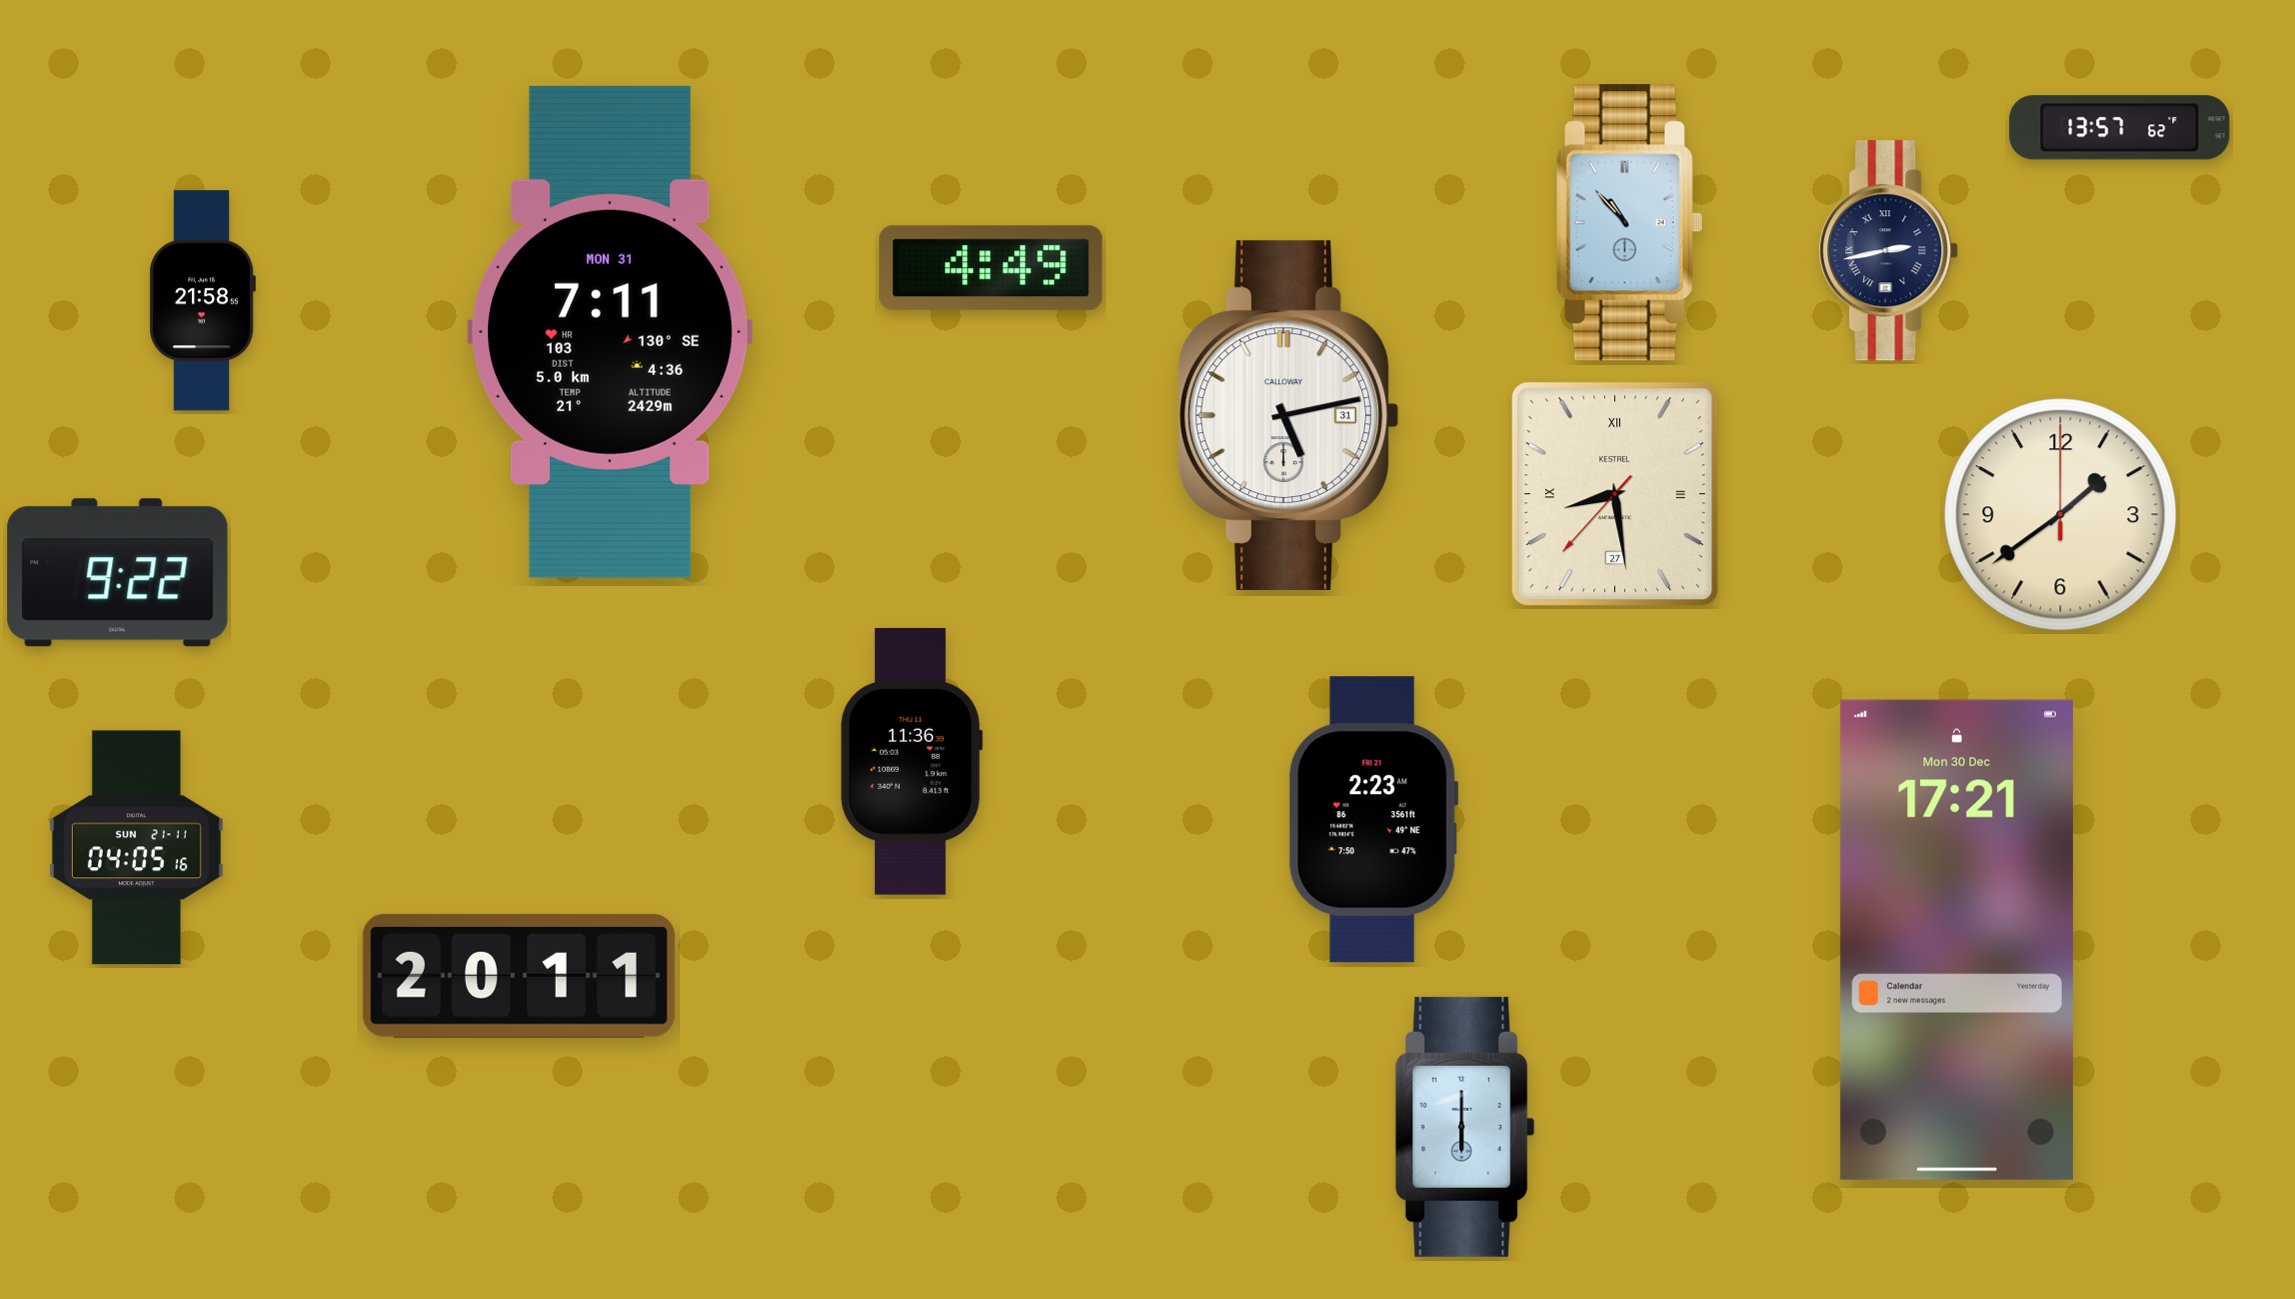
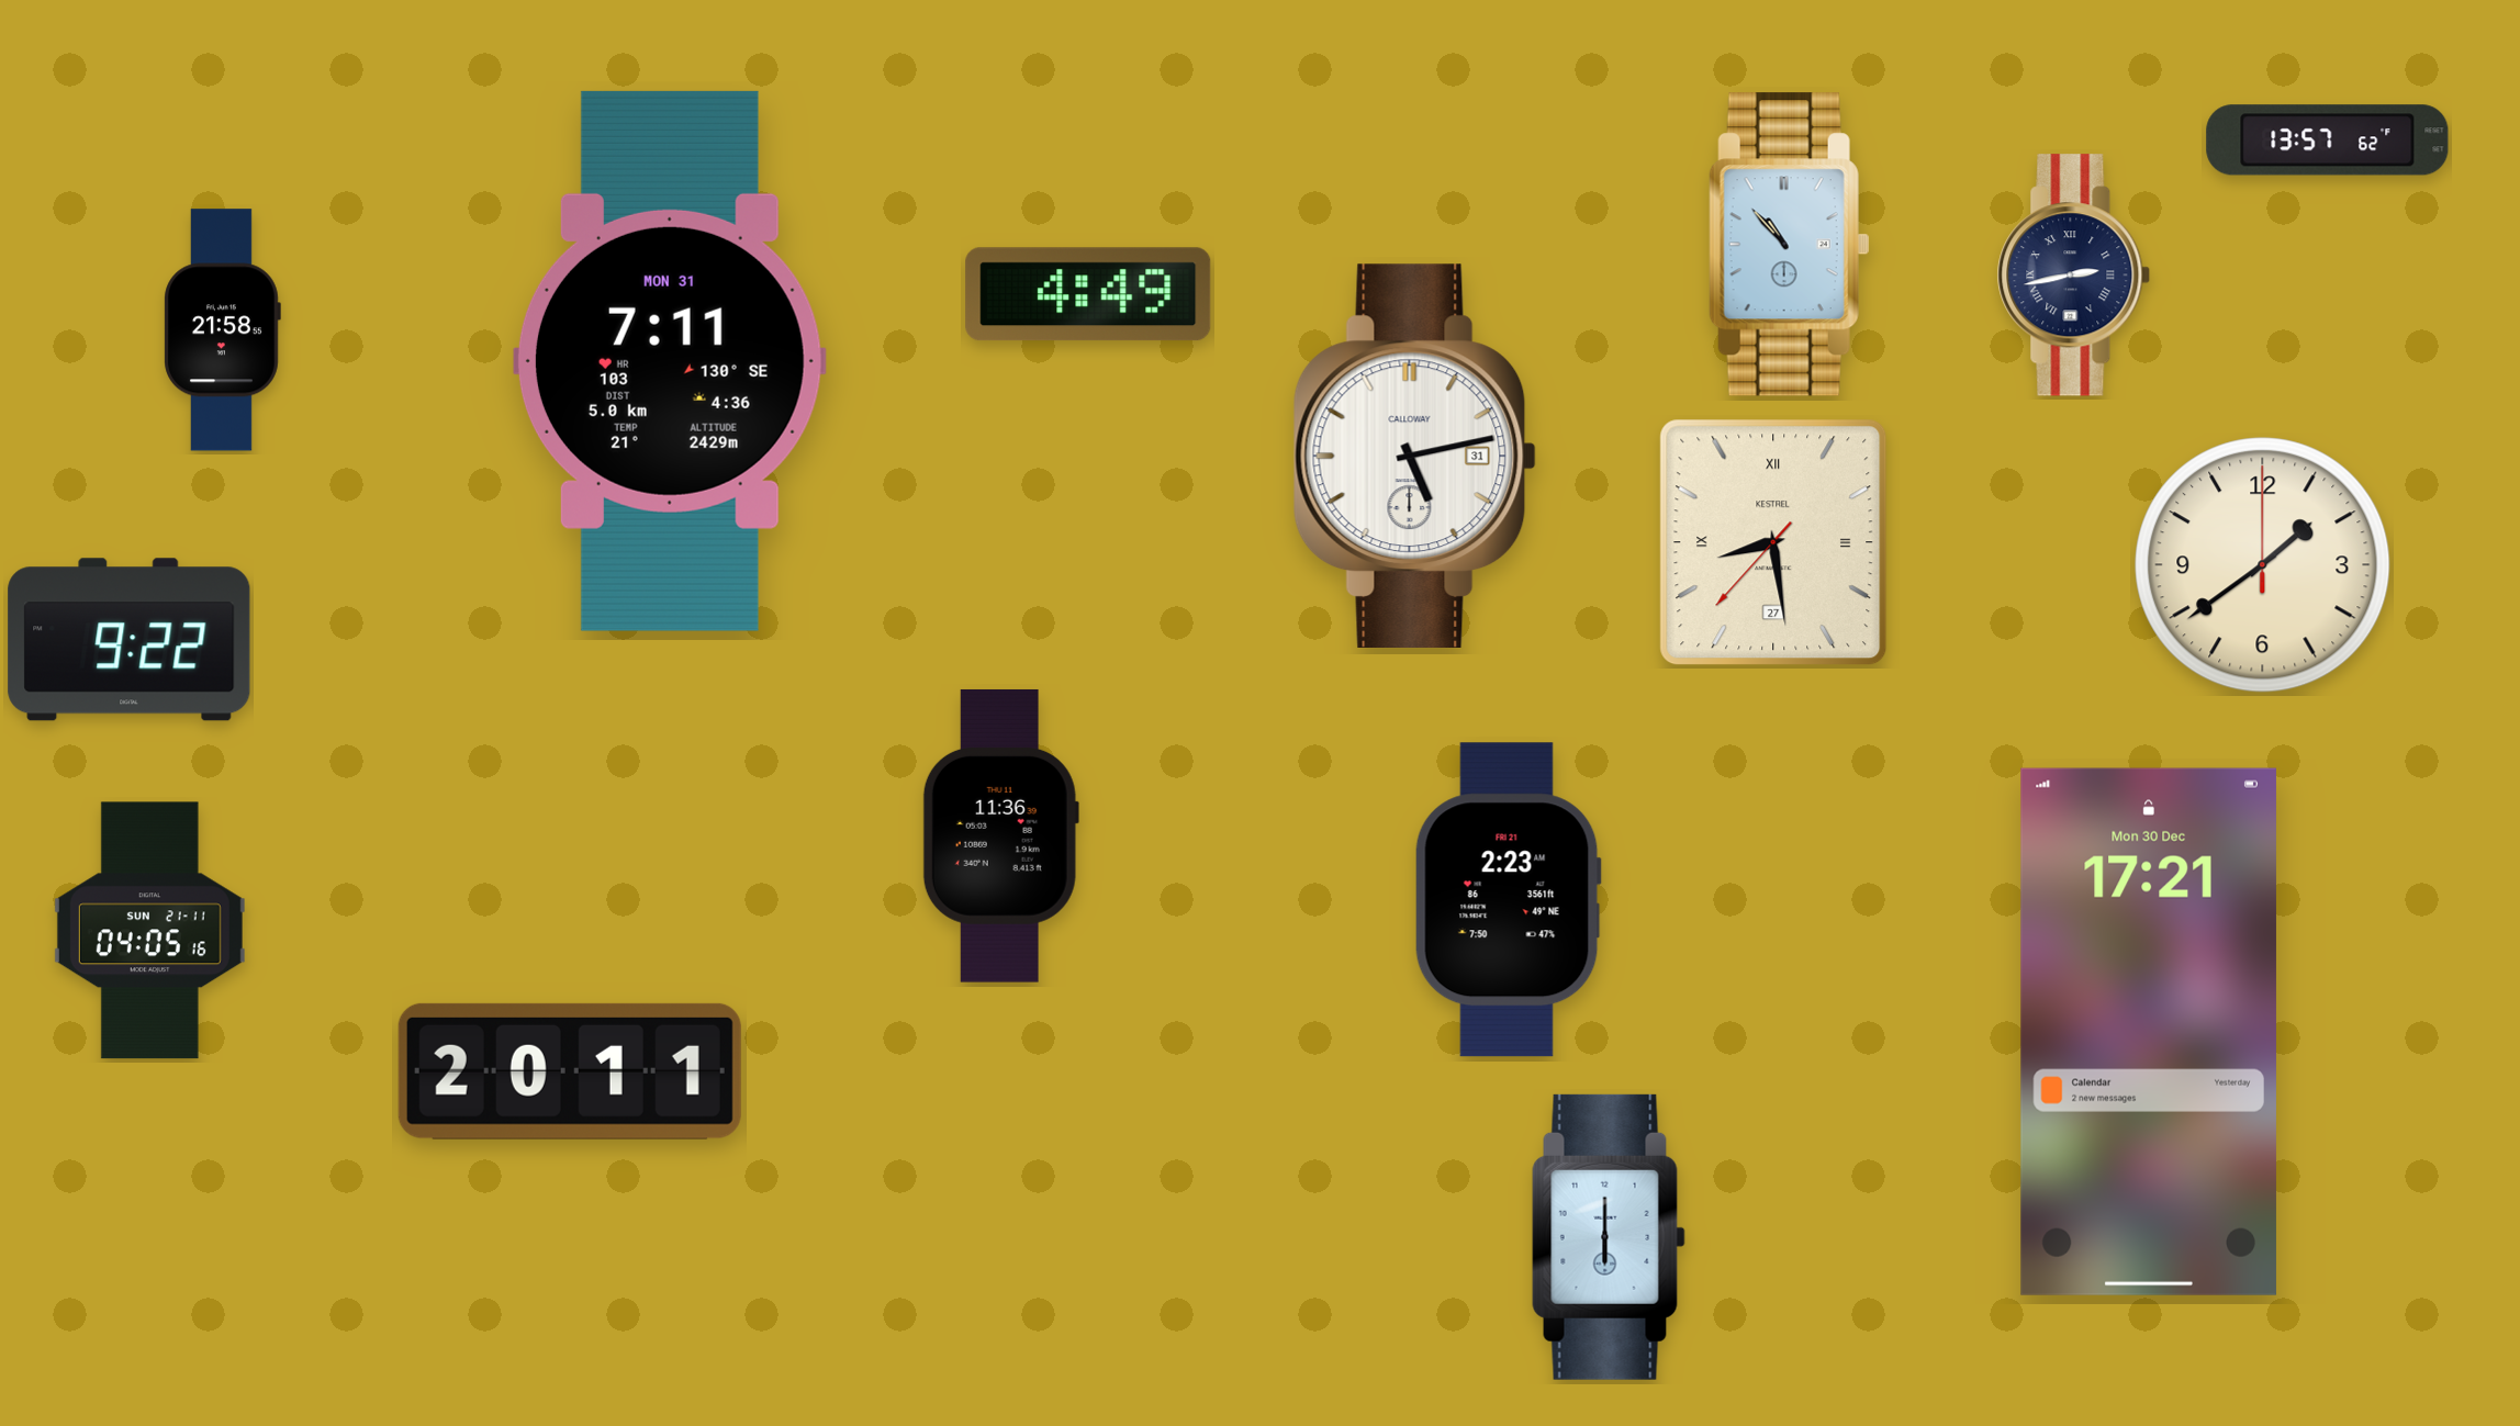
clock at (610, 332) position: (610, 332) -> (670, 361)
clock at (118, 573) position: (118, 573) -> (130, 640)
